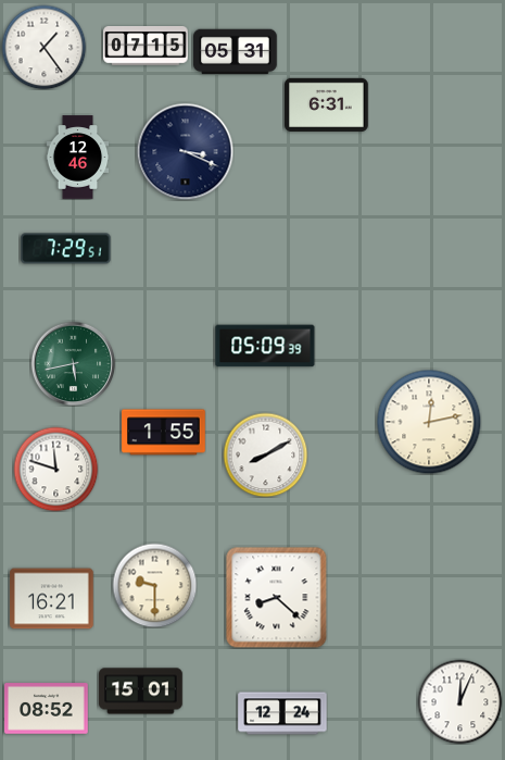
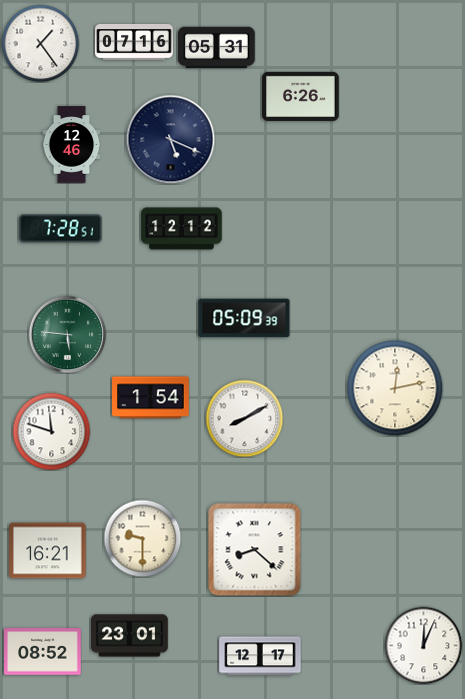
clock at (146, 47): 07:15 -> 07:16
clock at (327, 104): 6:31 -> 6:26
clock at (185, 151): 3:19 -> 5:19
clock at (66, 249): 7:29 -> 7:28
clock at (182, 229): none -> 12:12
clock at (73, 363): 5:43 -> 5:46
clock at (164, 433): 1:55 -> 1:54
clock at (141, 692): 15:01 -> 23:01
clock at (282, 713): 12:24 -> 12:17
